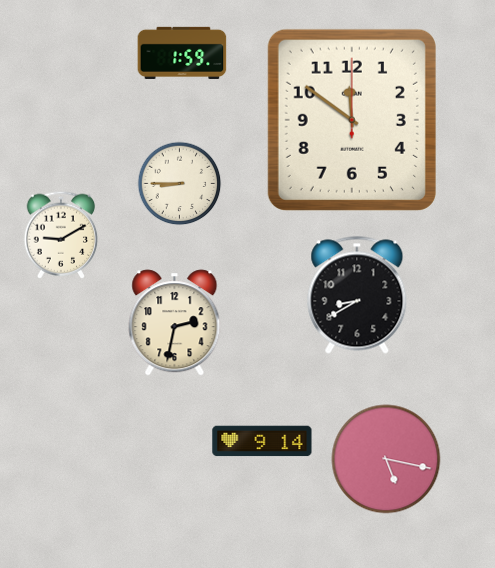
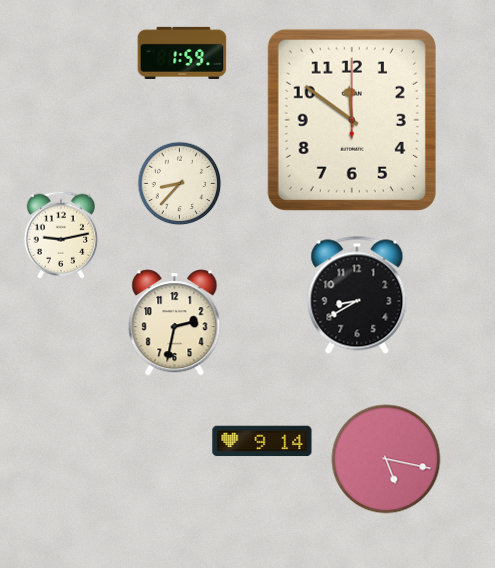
clock at (180, 184): 8:45 -> 8:37
clock at (61, 235): 9:10 -> 9:13
